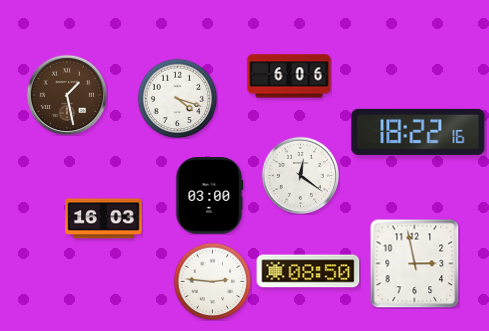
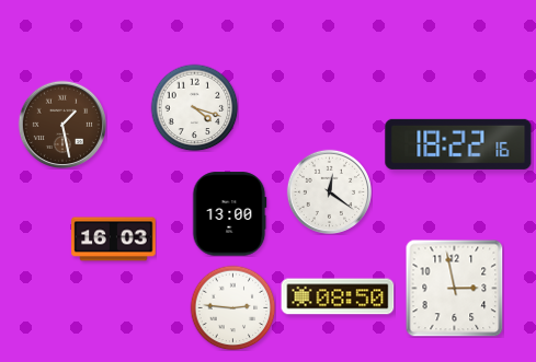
clock at (289, 76): 6:06 -> none
clock at (67, 95) position: (67, 95) -> (62, 125)
clock at (209, 196): 03:00 -> 13:00
